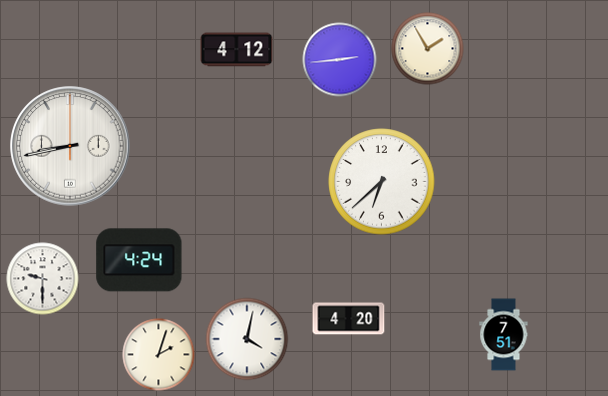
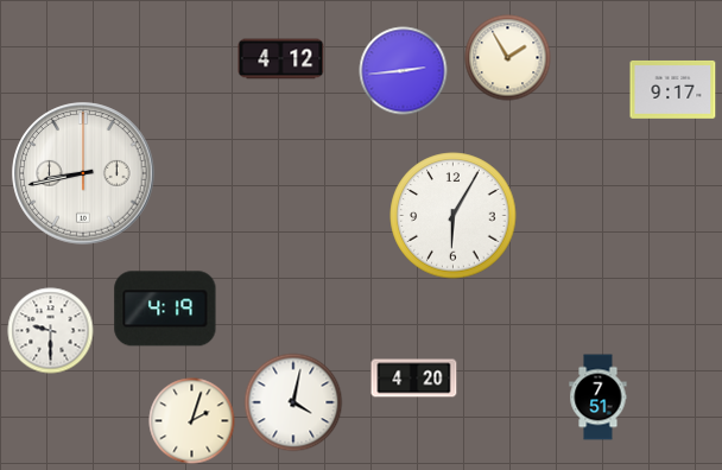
clock at (673, 89): none -> 9:17
clock at (382, 182): 6:38 -> 6:05
clock at (139, 260): 4:24 -> 4:19
clock at (159, 355) position: (159, 355) -> (192, 421)
